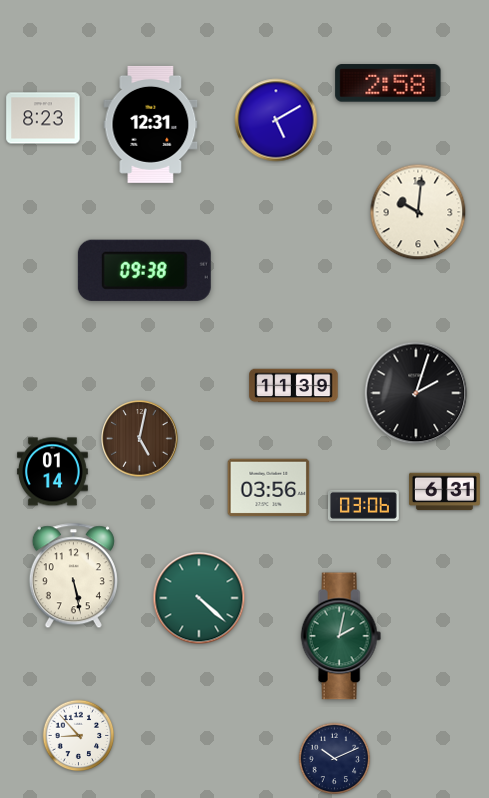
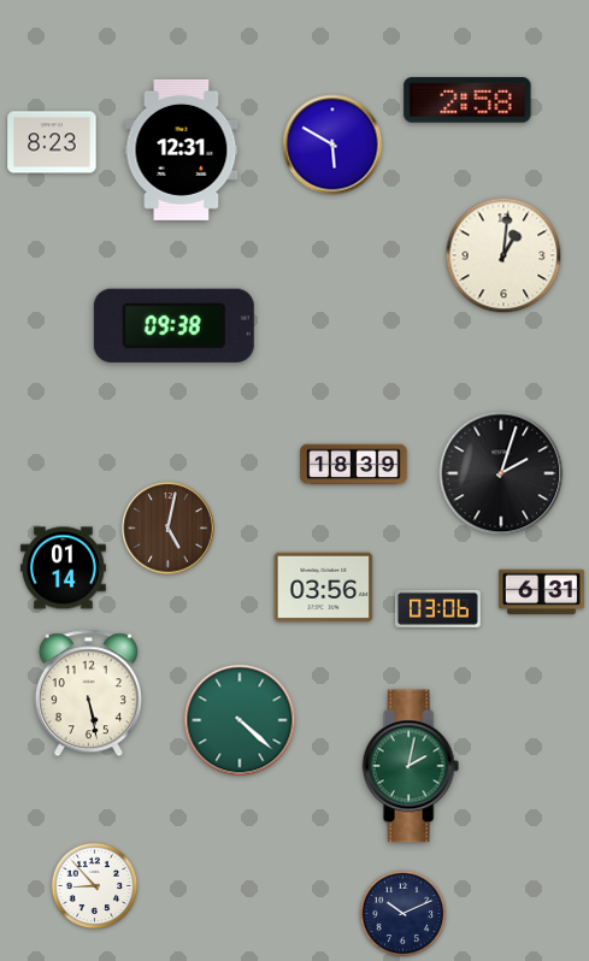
clock at (276, 120): 5:10 -> 5:50
clock at (418, 212): 10:01 -> 1:01
clock at (294, 386): 11:39 -> 18:39
clock at (445, 492) position: (445, 492) -> (542, 592)
